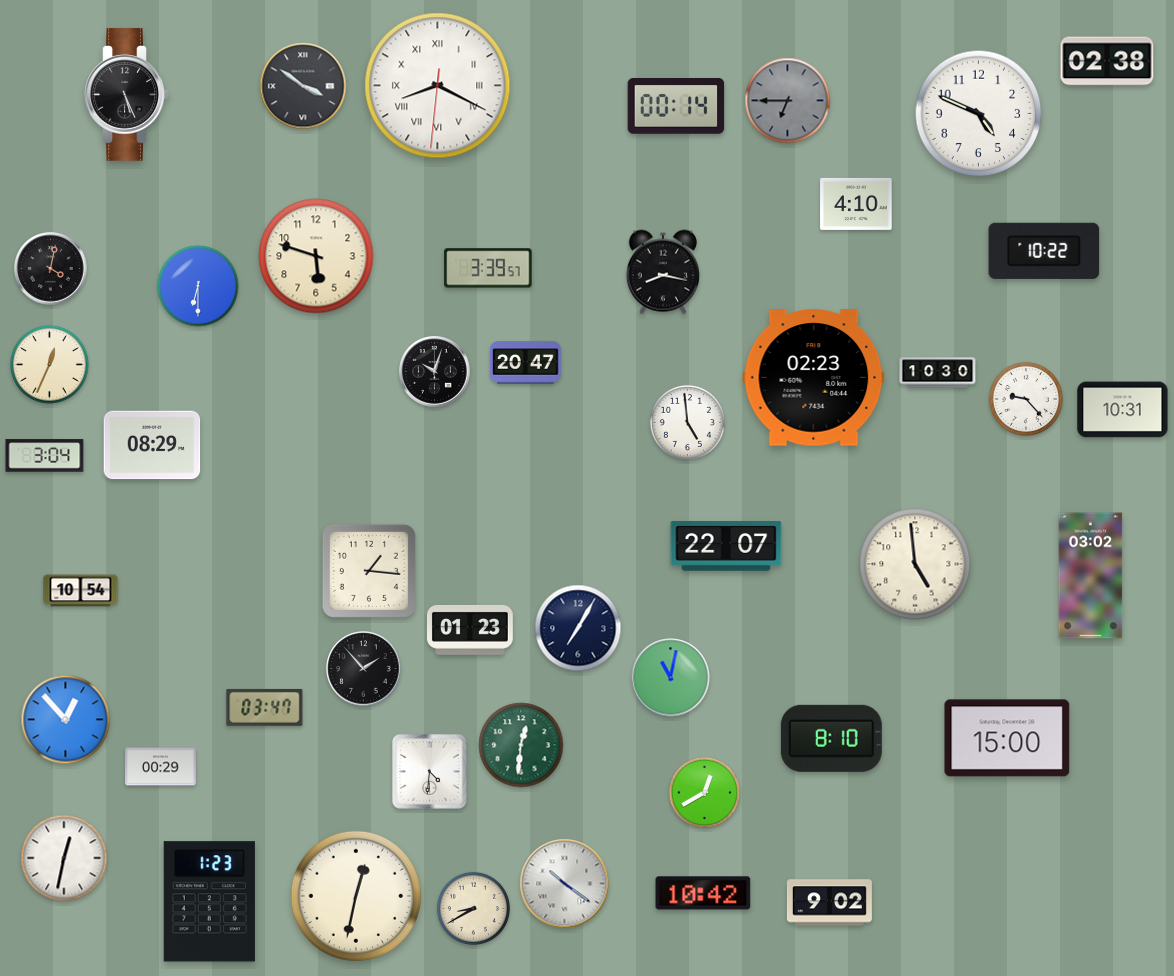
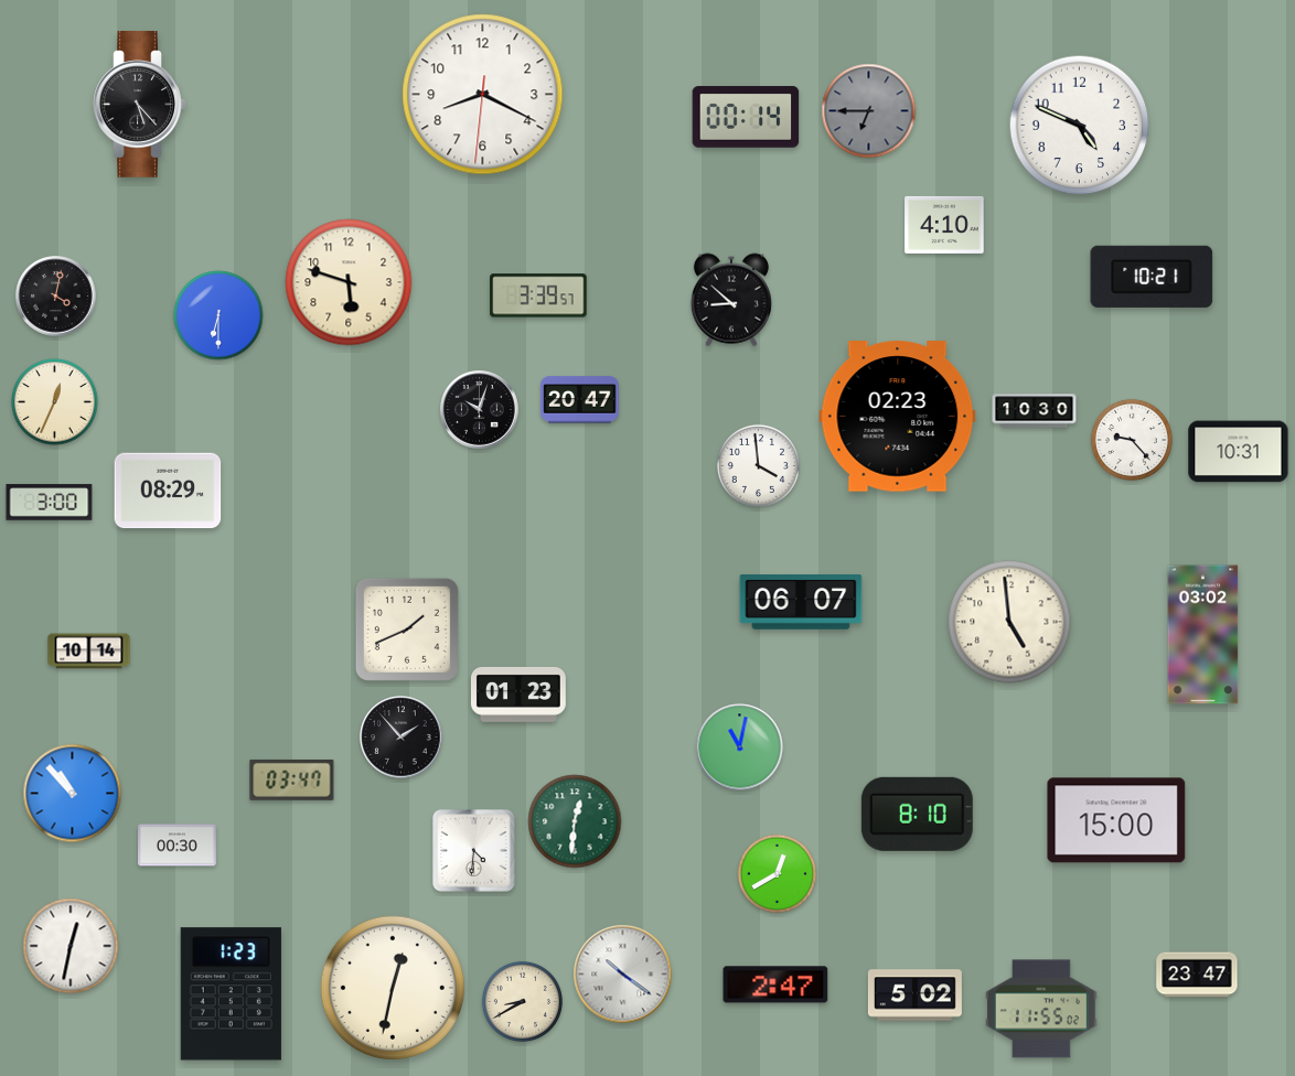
clock at (1107, 61): 02:38 -> none
clock at (303, 86): 3:51 -> none
clock at (438, 86) numerals: Roman -> Arabic
clock at (127, 95): 5:26 -> 5:23
clock at (1044, 251): 10:22 -> 10:21
clock at (663, 272): 8:17 -> 8:52
clock at (687, 422): 4:59 -> 3:59
clock at (45, 456): 3:04 -> 3:00
clock at (726, 546): 22:07 -> 06:07
clock at (369, 571): 1:16 -> 1:41
clock at (81, 591): 10:54 -> 10:14
clock at (578, 628): 7:05 -> none
clock at (66, 720): 12:53 -> 10:53
clock at (1007, 738) position: (1007, 738) -> (1116, 820)
clock at (161, 767): 00:29 -> 00:30
clock at (1197, 975): none -> 23:47
clock at (703, 893): 10:42 -> 2:47
clock at (829, 903): 9:02 -> 5:02
clock at (1042, 1009): none -> 11:55
